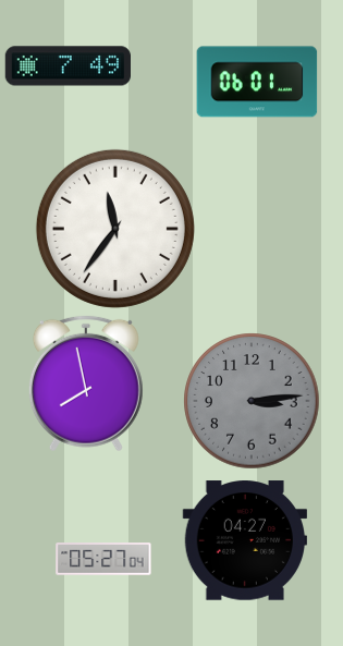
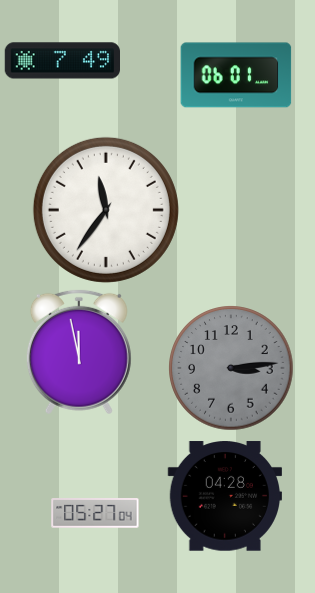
clock at (86, 383): 7:58 -> 11:58
clock at (244, 540): 04:27 -> 04:28
